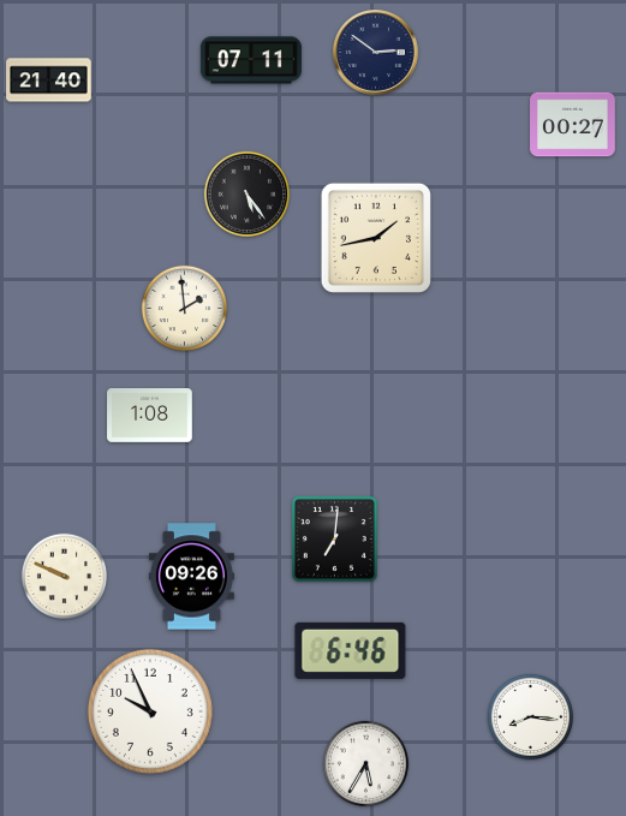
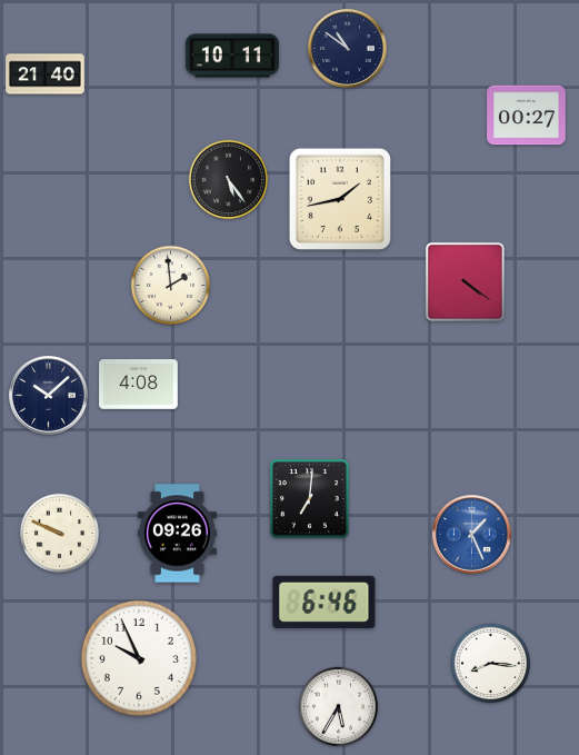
clock at (376, 53): 2:51 -> 10:51
clock at (251, 60): 07:11 -> 10:11
clock at (573, 125) position: (573, 125) -> (527, 116)
clock at (376, 238) position: (376, 238) -> (340, 199)
clock at (465, 281): none -> 4:21
clock at (150, 416): 1:08 -> 4:08
clock at (49, 396): none -> 10:08
clock at (472, 535): none -> 1:26
